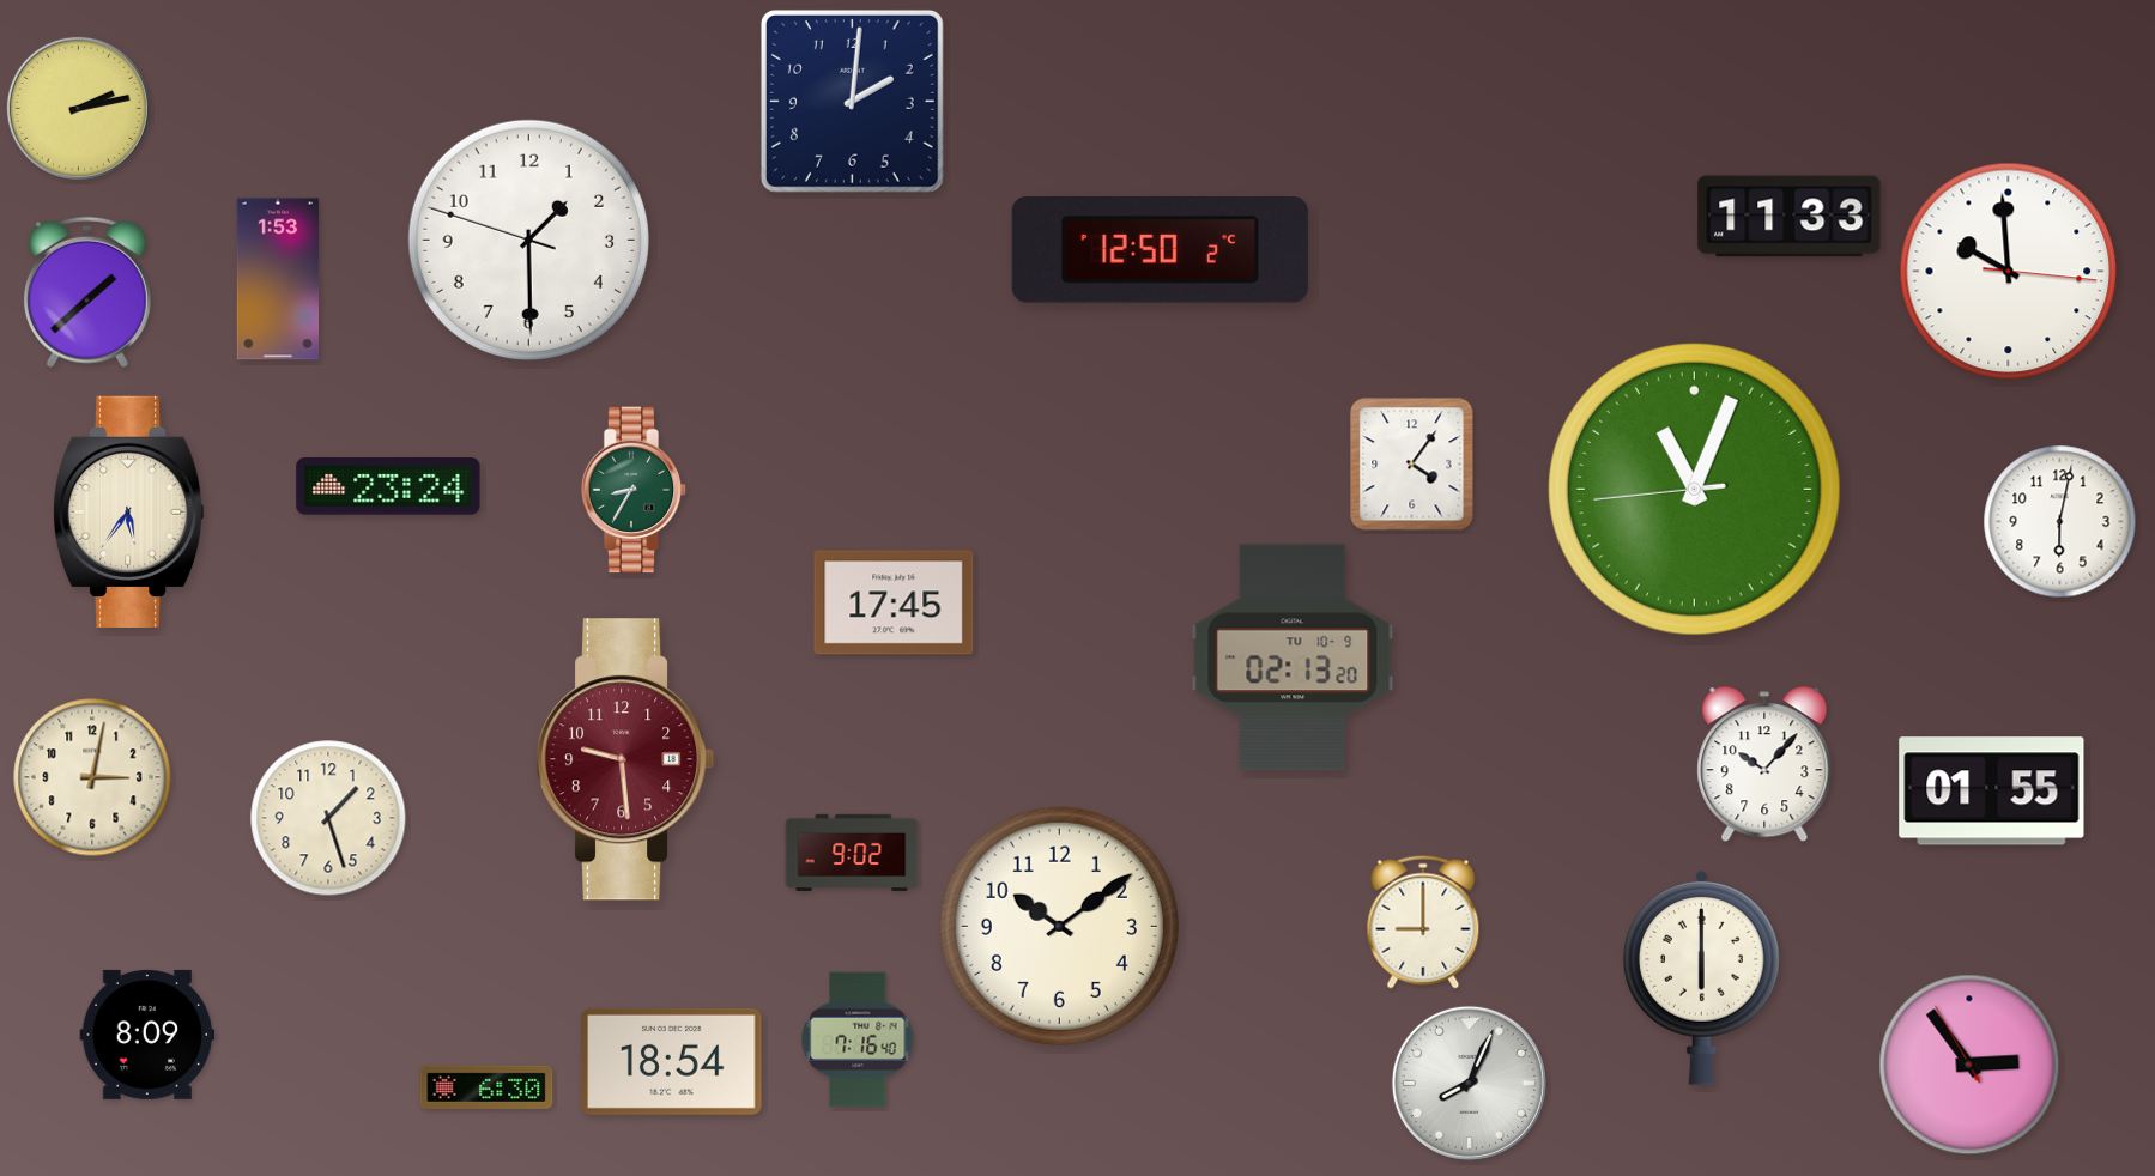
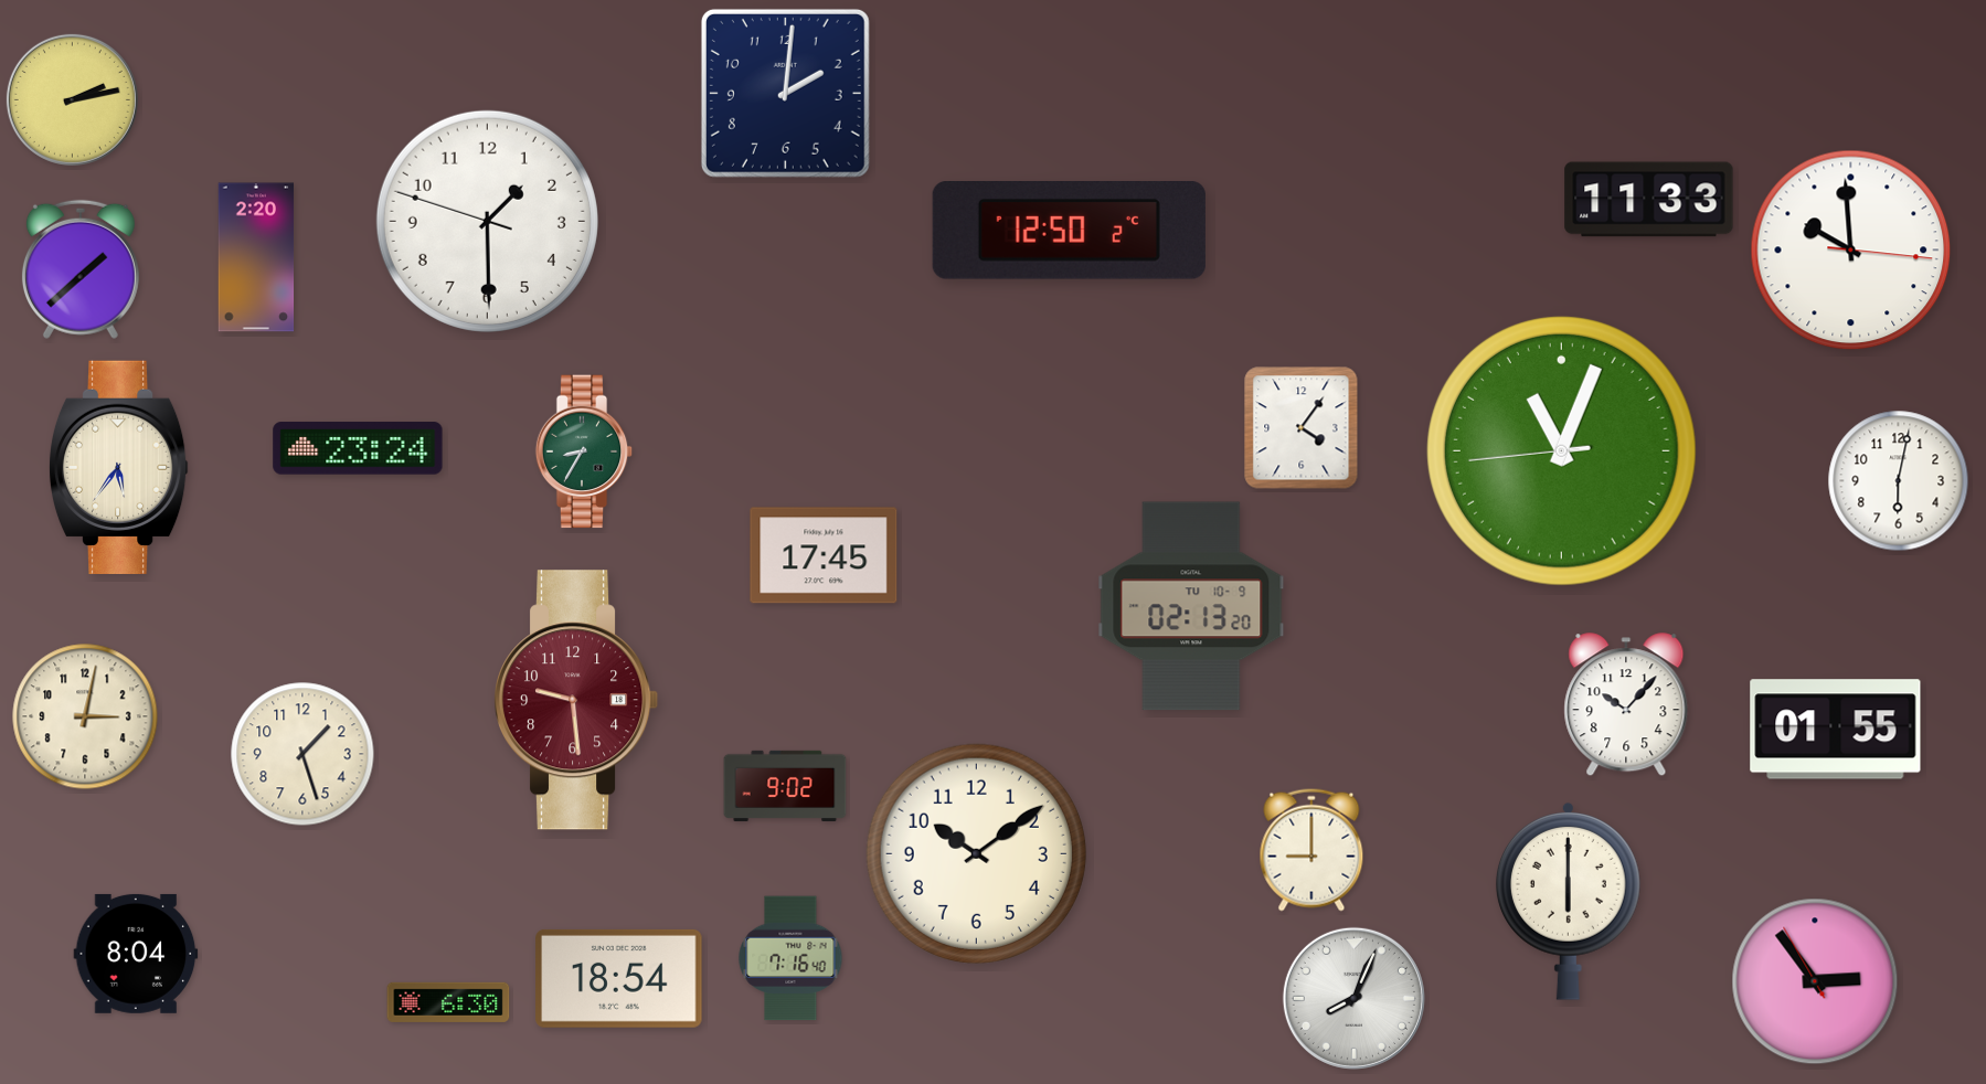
clock at (278, 279): 1:53 -> 2:20
clock at (128, 511) position: (128, 511) -> (118, 467)
clock at (147, 1035): 8:09 -> 8:04
